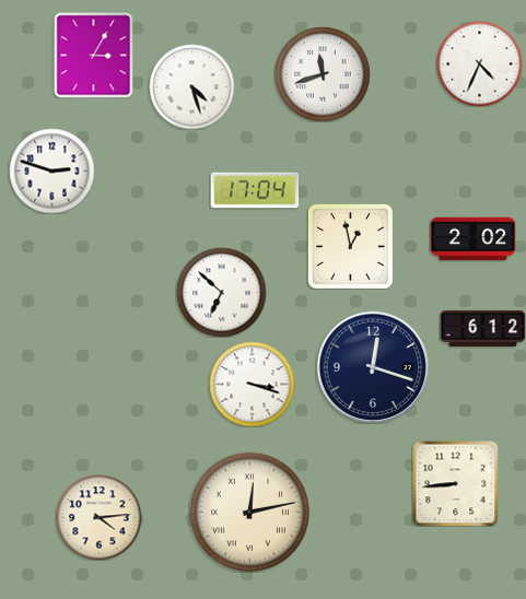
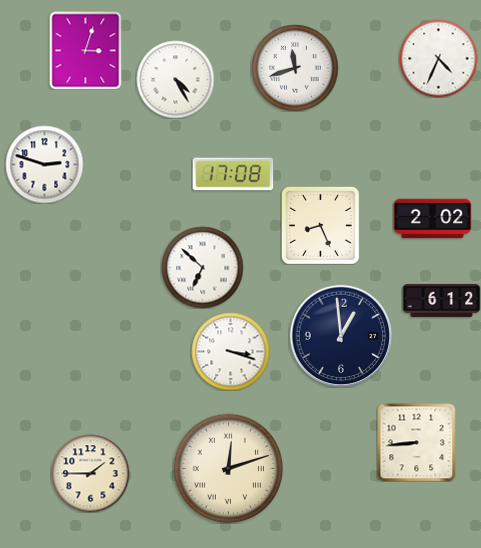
clock at (94, 55): 3:05 -> 3:03
clock at (191, 86): 4:27 -> 4:25
clock at (51, 171) position: (51, 171) -> (44, 164)
clock at (255, 190): 17:04 -> 17:08
clock at (350, 246): 12:58 -> 8:26
clock at (373, 367): 12:18 -> 12:59
clock at (249, 512): 12:13 -> 12:12
clock at (98, 517): 4:14 -> 1:45
